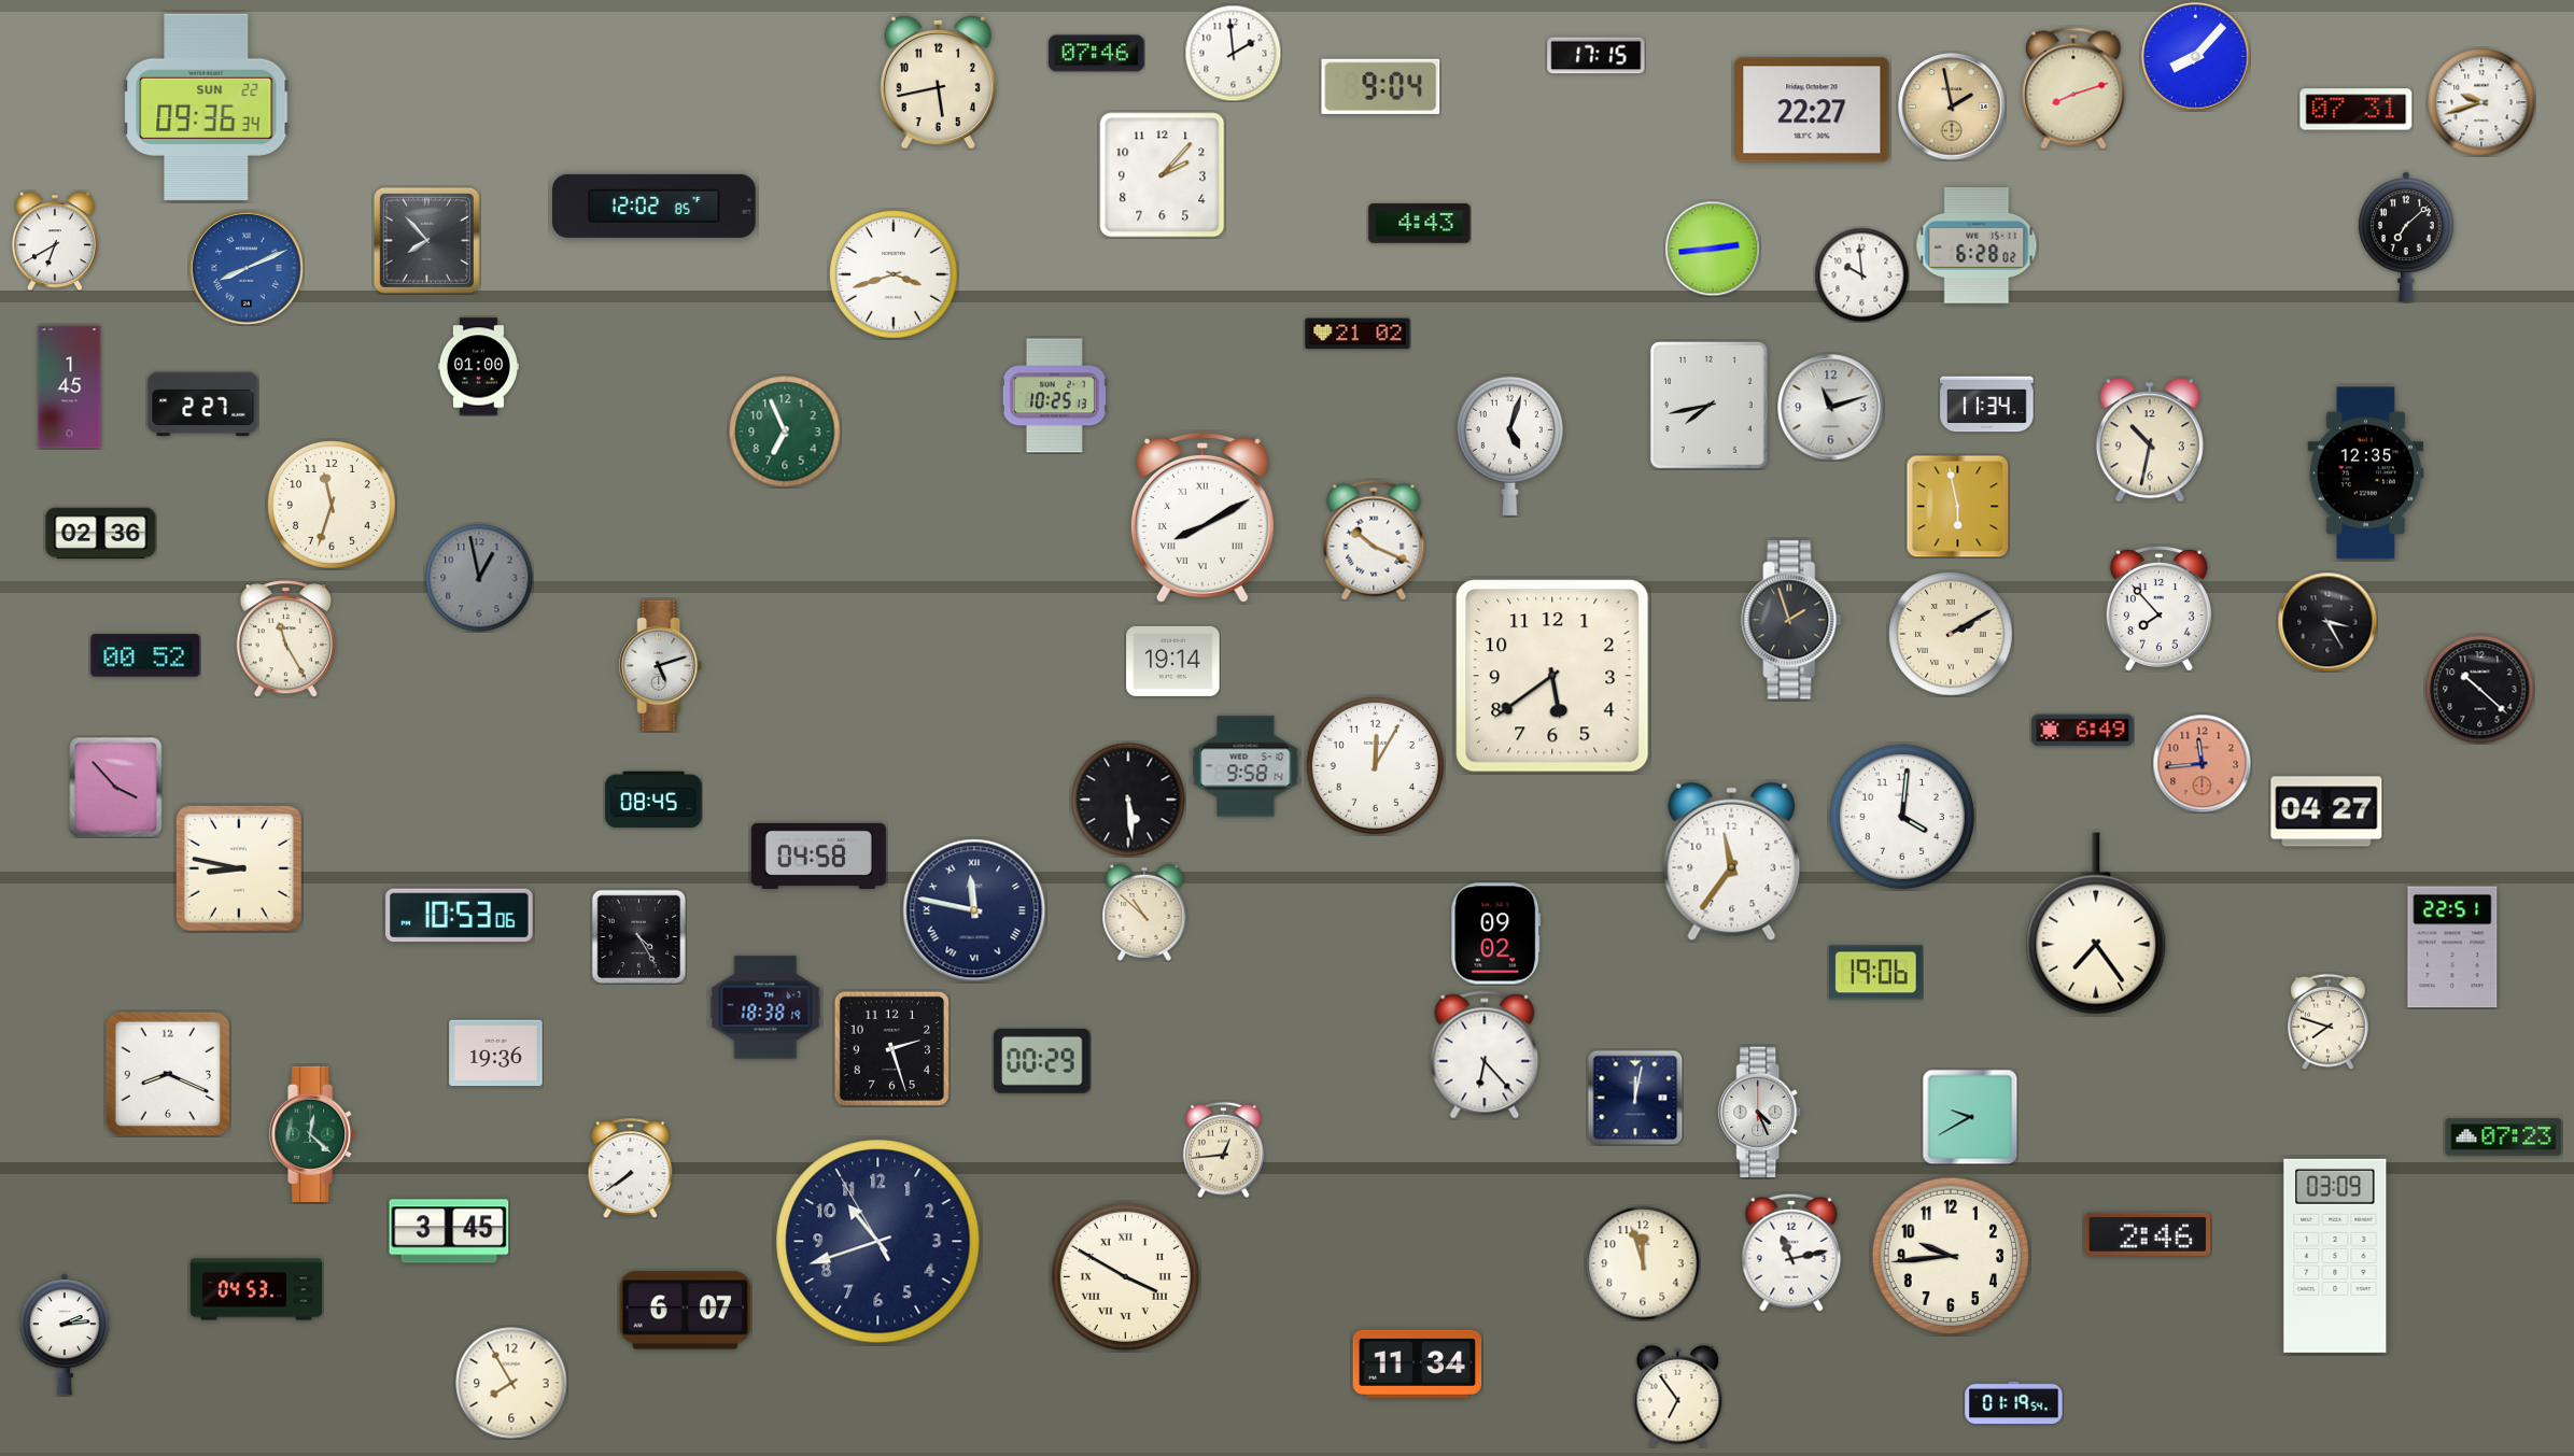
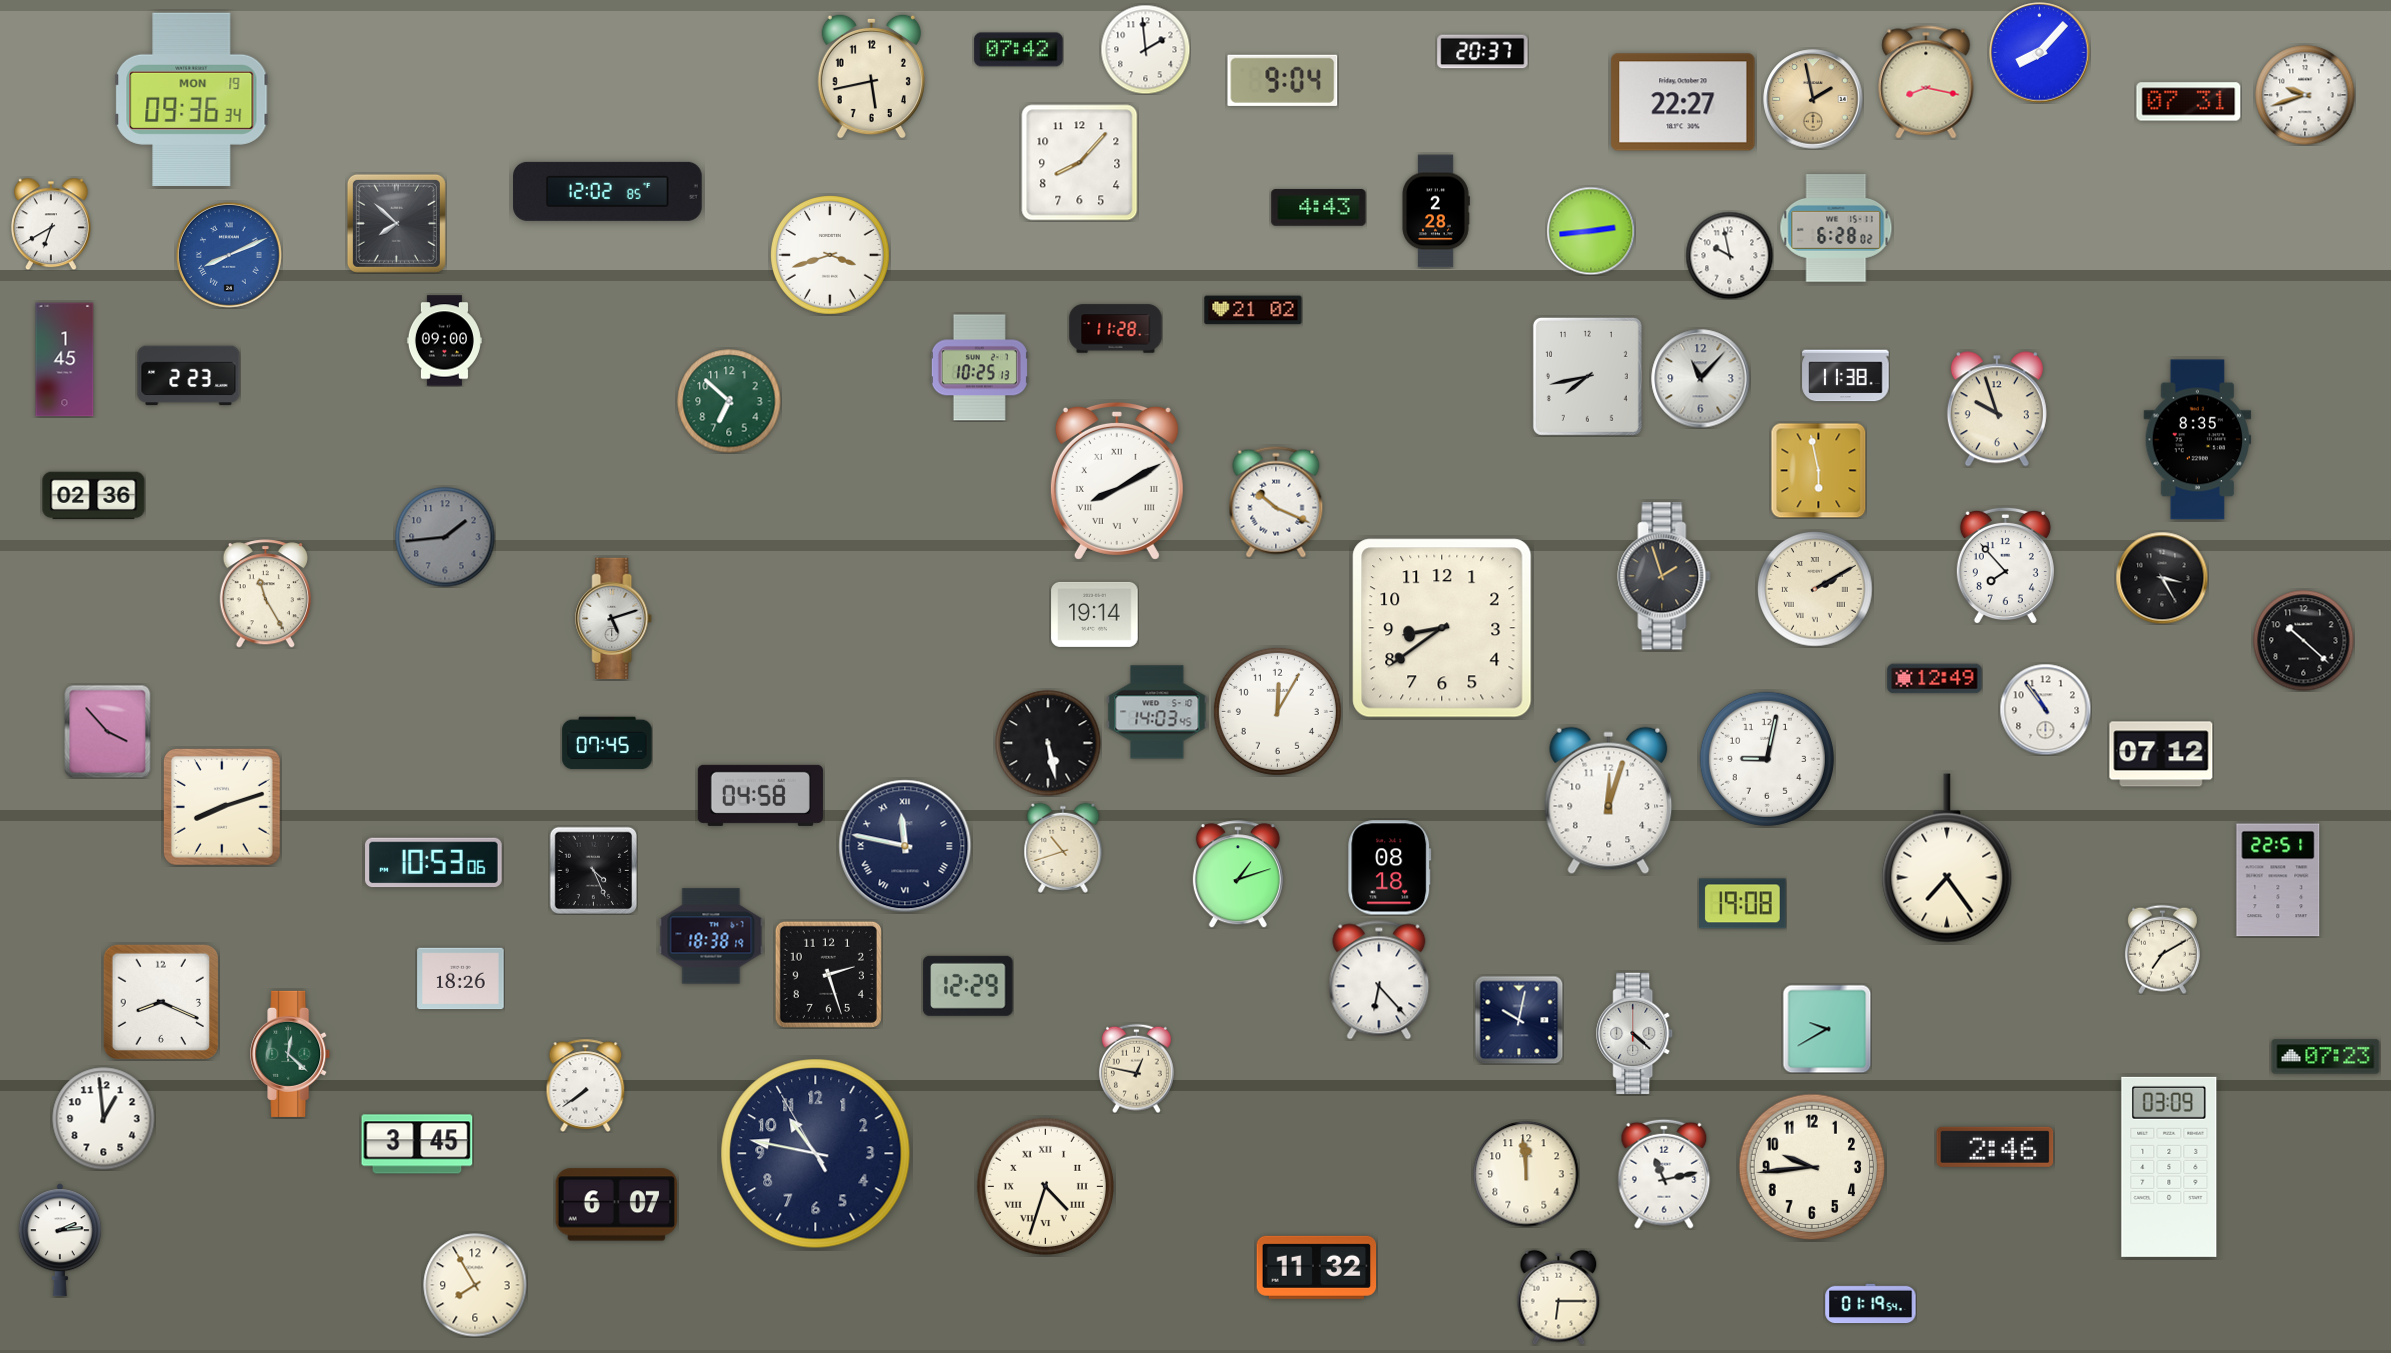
clock at (1097, 54): 07:46 -> 07:42
clock at (1597, 56): 17:15 -> 20:37
clock at (2073, 88): 8:12 -> 8:17
clock at (207, 107) date: SUN 22 -> MON 19
clock at (1163, 175): 2:07 -> 8:07
clock at (1436, 211): none -> 2:28
clock at (2406, 237): 7:08 -> none
clock at (426, 240): 7:53 -> 7:52
clock at (247, 268) position: (247, 268) -> (229, 255)
clock at (1861, 274): 9:59 -> 9:58
clock at (1358, 334) position: (1358, 334) -> (1253, 310)
clock at (1116, 329): none -> 11:28
clock at (478, 367): 01:00 -> 09:00
clock at (203, 405): 2:27 -> 2:23
clock at (1987, 405): 11:34 -> 11:38
clock at (1831, 408): 11:12 -> 11:07
clock at (785, 432): 6:56 -> 6:52
clock at (2150, 440): 10:32 -> 9:57
clock at (1509, 446): 5:03 -> none
clock at (2366, 473): 12:35 -> 8:35
clock at (333, 506): 11:33 -> none
clock at (479, 578): 12:58 -> 1:44
clock at (1951, 634) position: (1951, 634) -> (1815, 589)
clock at (145, 655): 00:52 -> none
clock at (1173, 661) position: (1173, 661) -> (1095, 614)
clock at (1552, 676): 5:39 -> 8:39
clock at (2083, 731): 6:49 -> 12:49
clock at (2202, 763): 11:44 -> 10:54
clock at (2202, 763) dial: salmon -> white
clock at (1246, 766): 9:58 -> 14:03
clock at (653, 800): 08:45 -> 07:45
clock at (1128, 800): 5:29 -> 5:28
clock at (2326, 811): 04:27 -> 07:12
clock at (1902, 817): 4:01 -> 9:02
clock at (1732, 862): 11:36 -> 12:03
clock at (239, 868): 8:47 -> 8:12
clock at (1144, 913): 10:52 -> 10:42
clock at (460, 916) position: (460, 916) -> (434, 863)
clock at (1496, 934): 09:02 -> 08:18
clock at (638, 936): 4:25 -> 4:26
clock at (1238, 874): none -> 1:12
clock at (1876, 973): 19:06 -> 19:08
clock at (2327, 1021): 7:48 -> 7:10
clock at (496, 1054): 19:36 -> 18:26
clock at (1042, 1061): 00:29 -> 12:29
clock at (167, 1073) position: (167, 1073) -> (160, 1001)
clock at (1635, 1098): 12:02 -> 10:02
clock at (1760, 1113): 4:26 -> 4:22
clock at (1970, 1117) position: (1970, 1117) -> (1827, 1029)
clock at (1223, 1149): 12:44 -> 12:47
clock at (104, 1119): none -> 12:59
clock at (878, 1242): 10:41 -> 10:46
clock at (1791, 1253) position: (1791, 1253) -> (1664, 1174)
clock at (1643, 1263): 11:57 -> 11:59
clock at (1125, 1276): 3:50 -> 4:33
clock at (256, 1289): 04:53 -> none
clock at (685, 1311) position: (685, 1311) -> (616, 1205)
clock at (1418, 1363): 11:34 -> 11:32
clock at (1678, 1396): 6:54 -> 6:15
